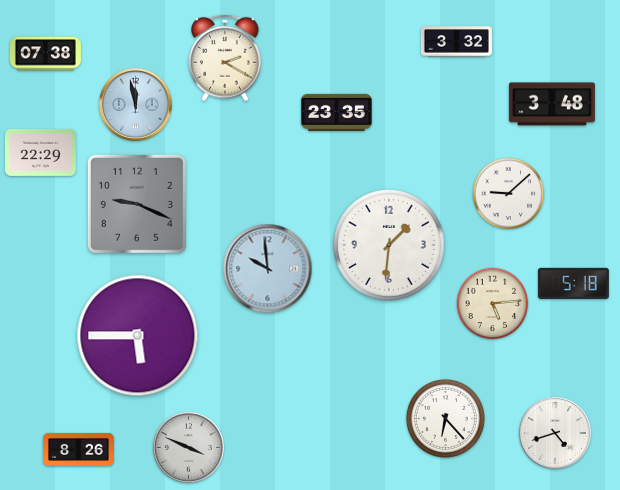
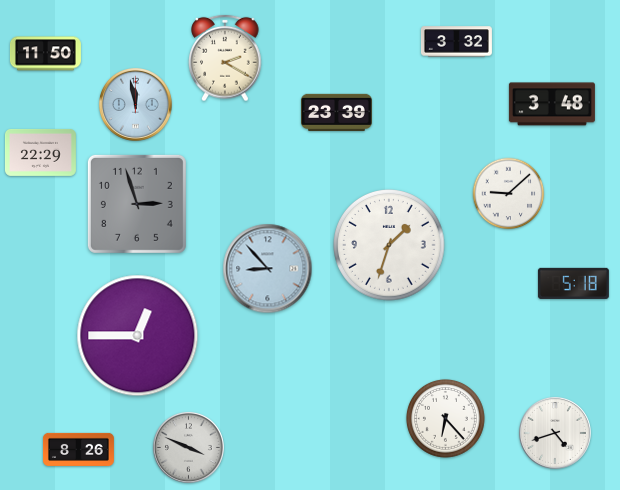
clock at (45, 54): 07:38 -> 11:50
clock at (336, 112): 23:35 -> 23:39
clock at (137, 204): 9:19 -> 2:57
clock at (390, 246): 1:31 -> 1:33
clock at (268, 269): 9:59 -> 8:53
clock at (493, 304): 5:14 -> none
clock at (138, 336): 5:45 -> 12:45
